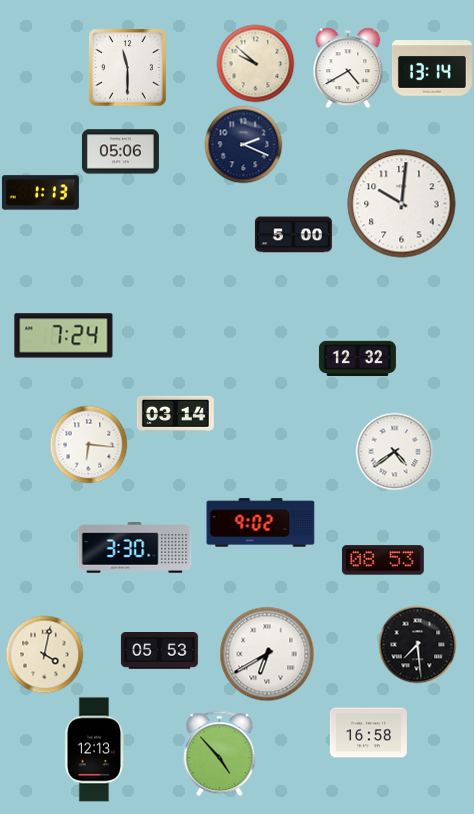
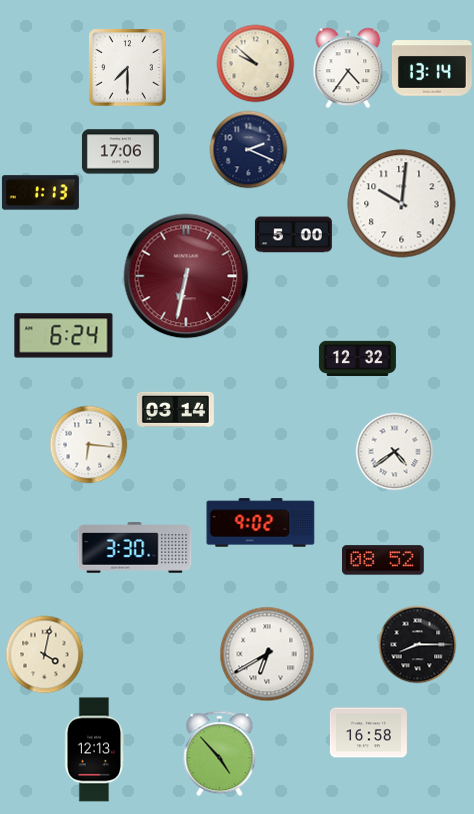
clock at (127, 67): 11:30 -> 7:30
clock at (348, 68): 4:40 -> 4:36
clock at (243, 144) position: (243, 144) -> (248, 149)
clock at (120, 152): 05:06 -> 17:06
clock at (186, 276): none -> 6:32
clock at (64, 336): 7:24 -> 6:24
clock at (175, 413) position: (175, 413) -> (175, 409)
clock at (384, 560): 08:53 -> 08:52
clock at (417, 644): 7:29 -> 8:15
clock at (159, 651): 05:53 -> none
